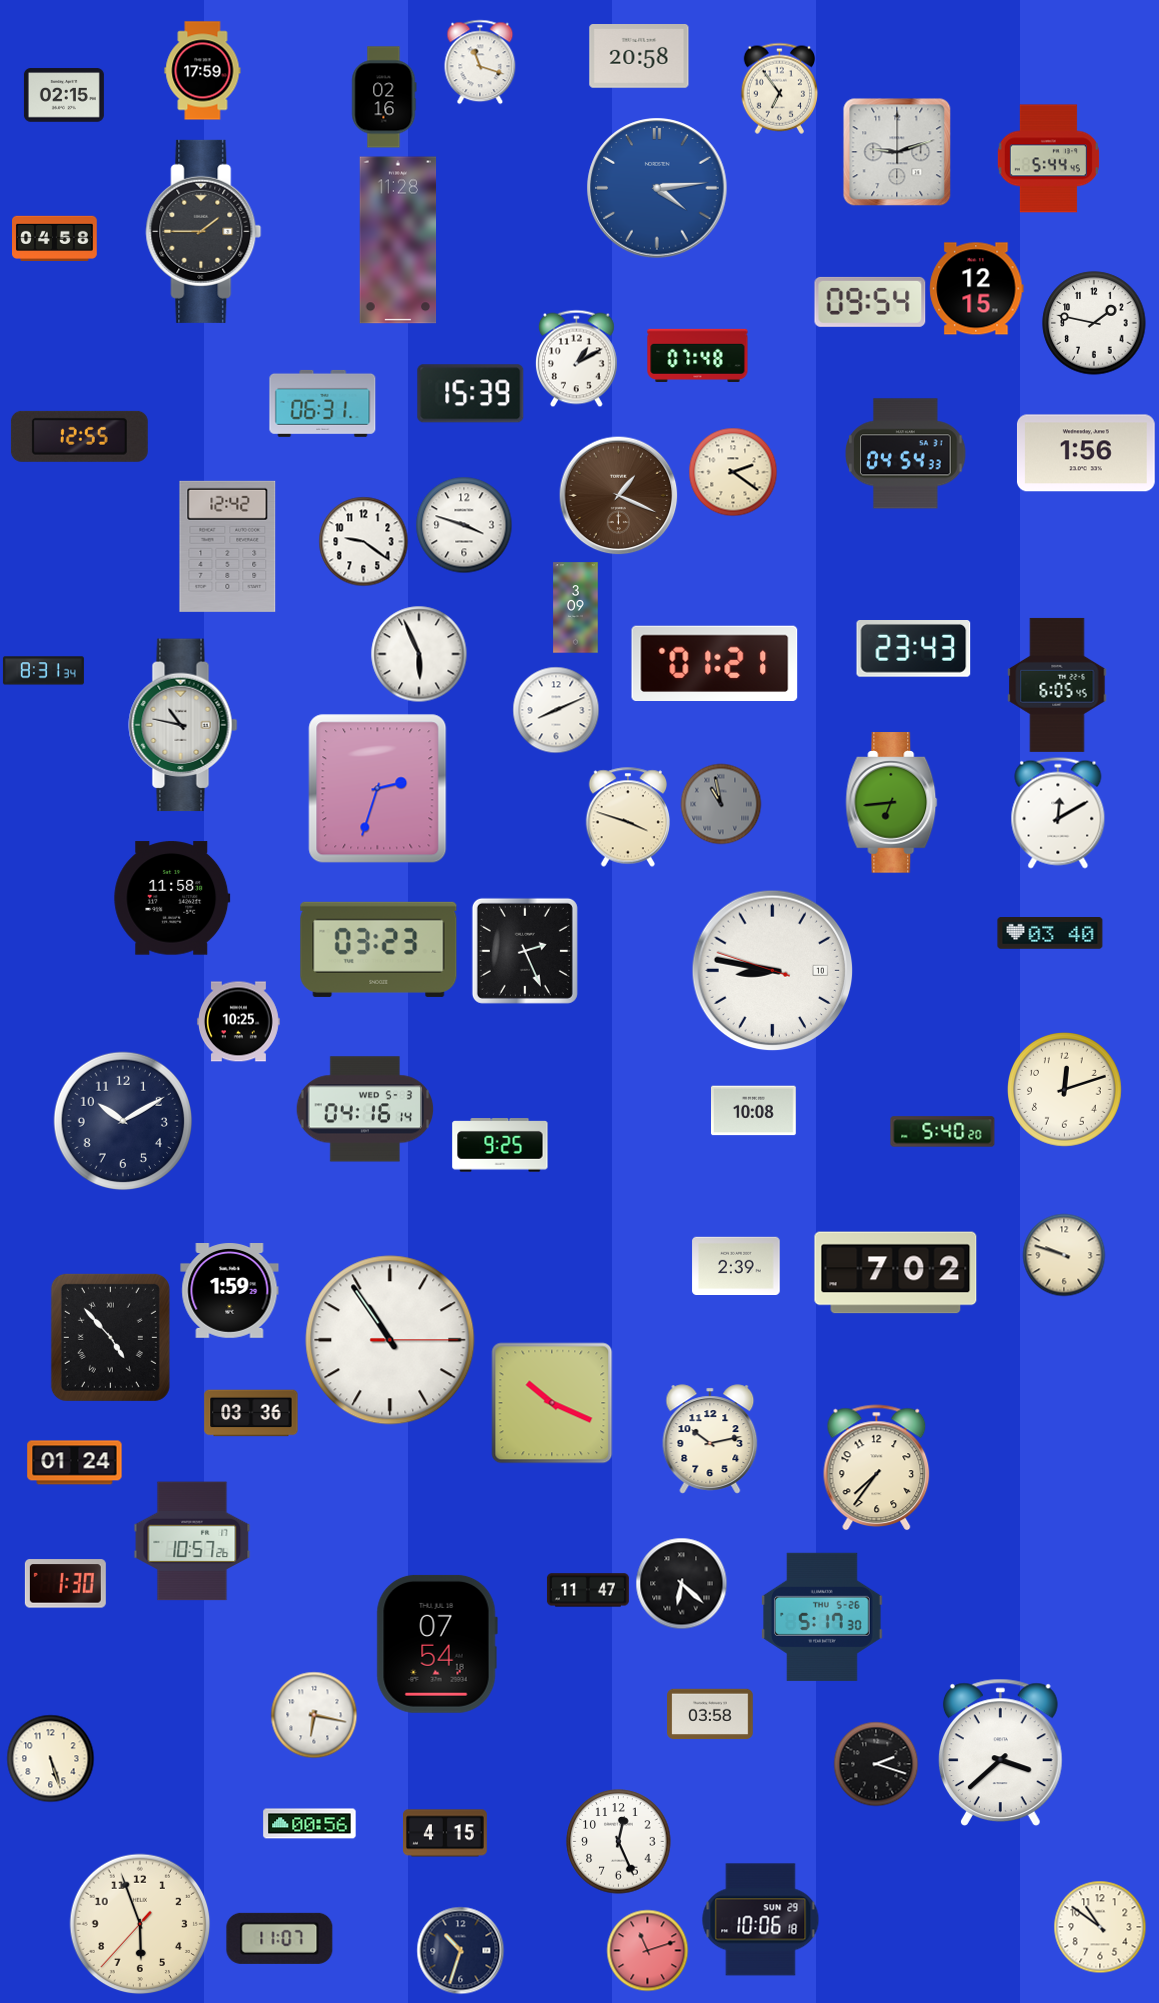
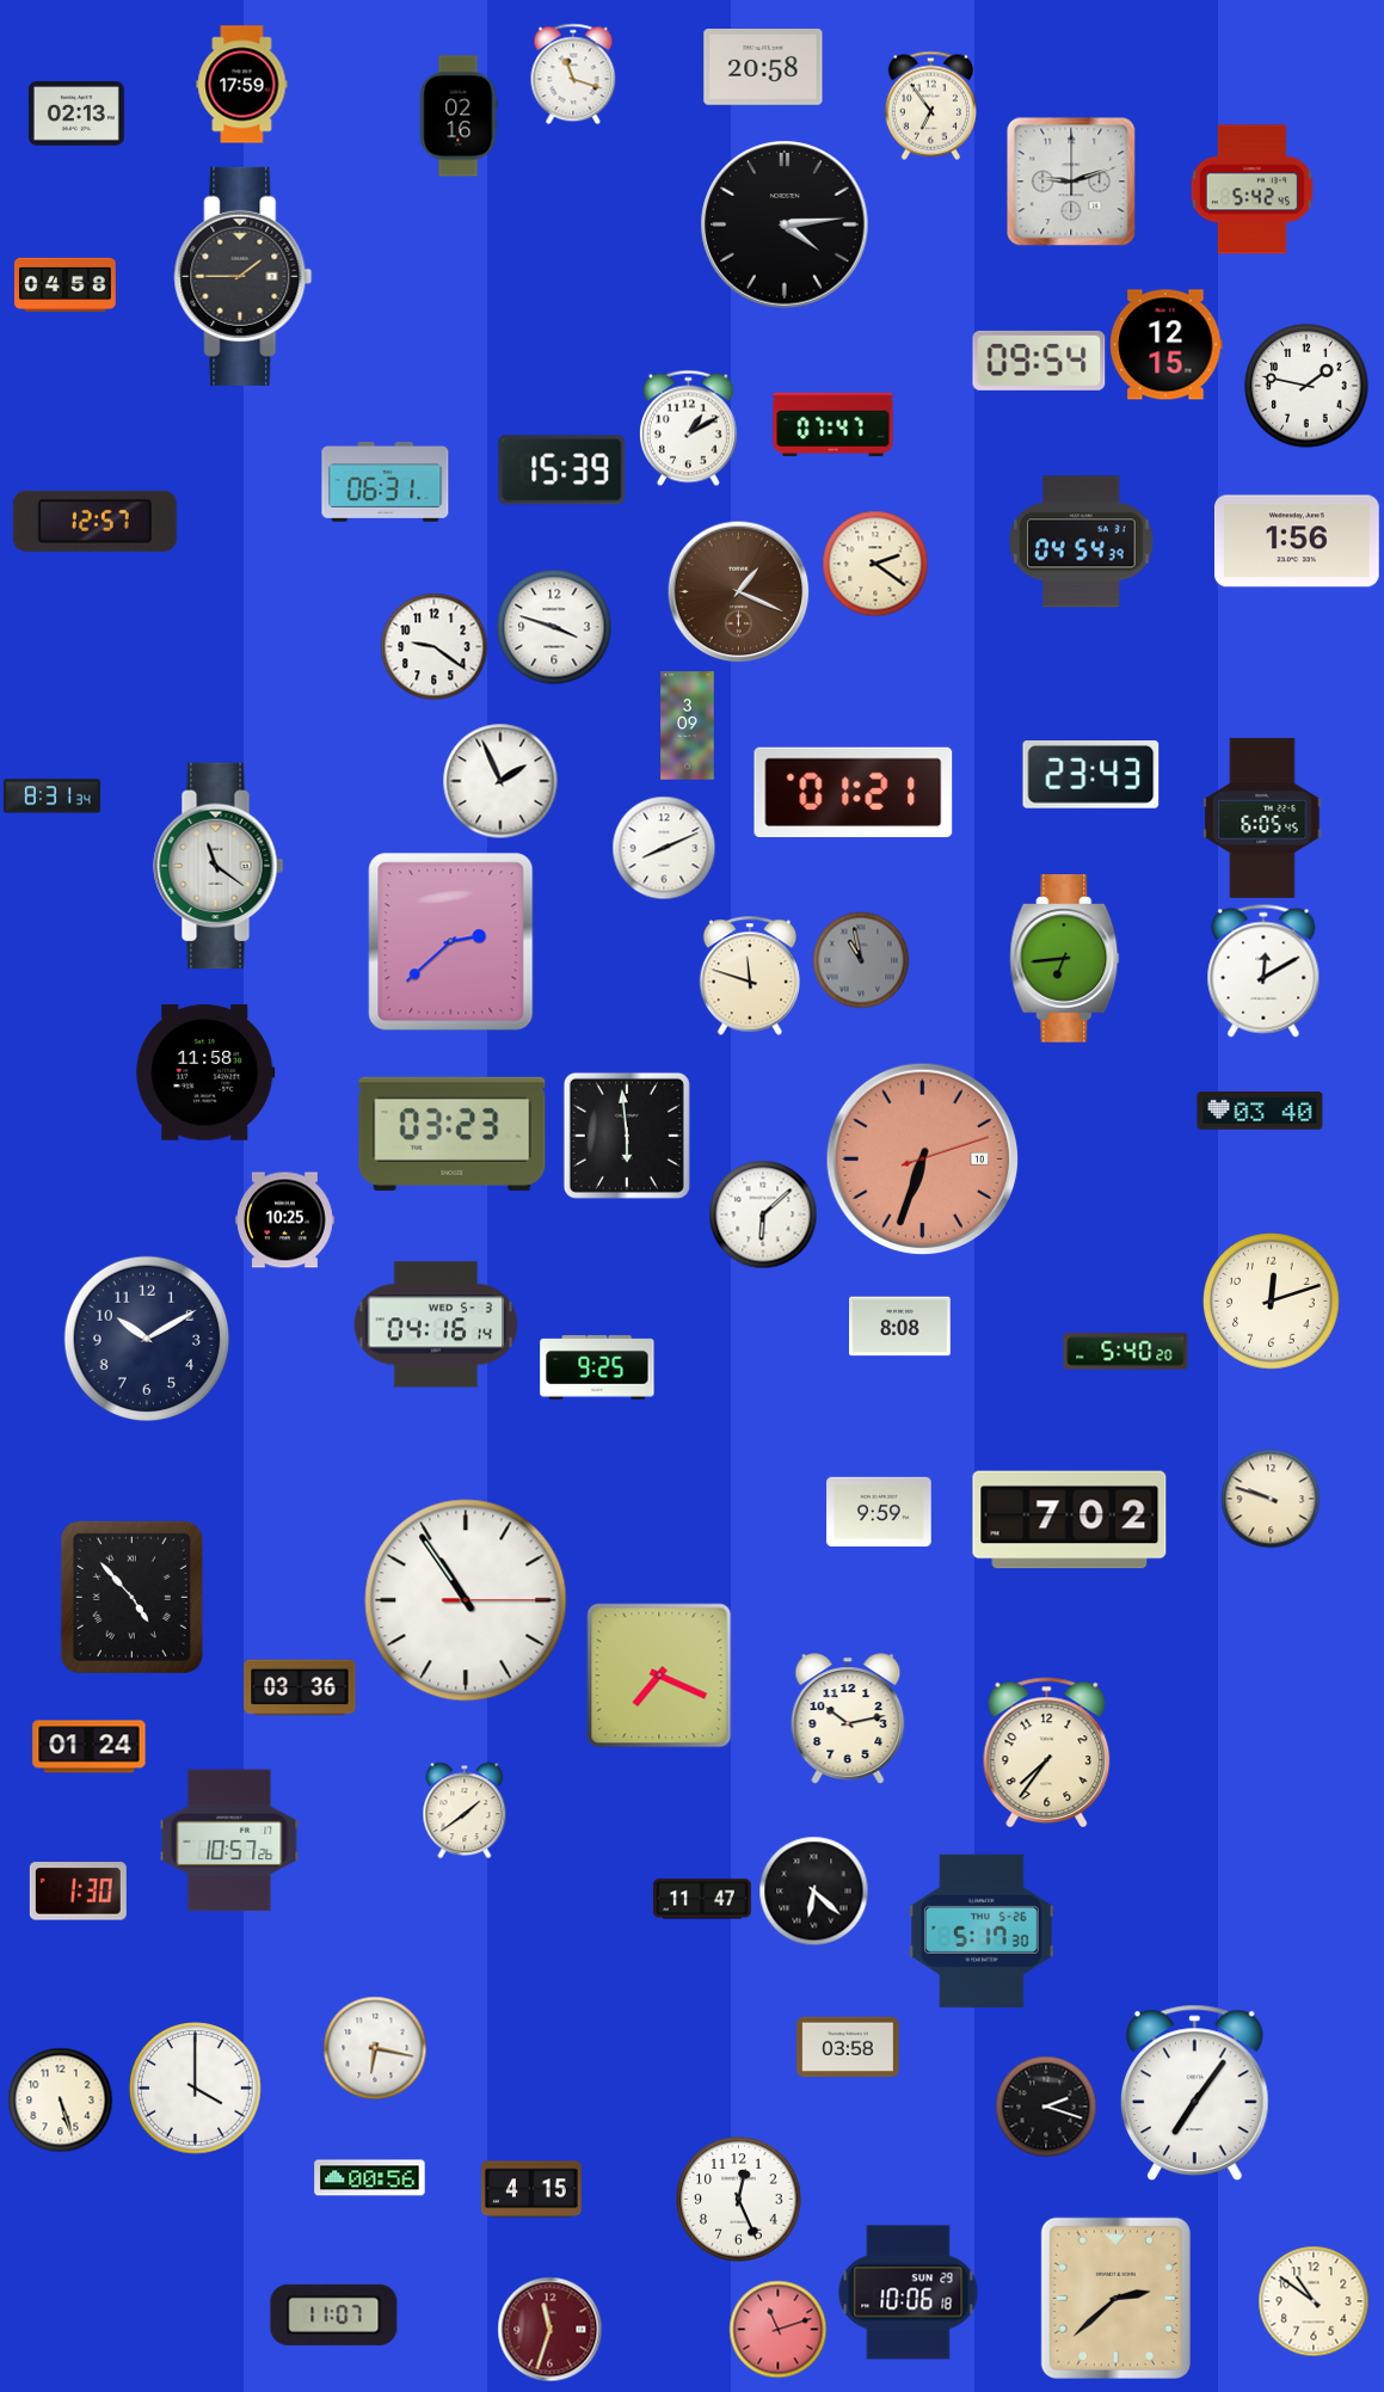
clock at (64, 95): 02:15 -> 02:13
clock at (1048, 159): 5:44 -> 5:42
clock at (657, 188) dial: blue -> black
clock at (398, 240): 11:28 -> none
clock at (698, 355): 07:48 -> 07:47
clock at (79, 436): 12:55 -> 12:57
clock at (906, 454): 04:54:33 -> 04:54:39
clock at (228, 546): 12:42 -> none
clock at (419, 654): 5:56 -> 1:56
clock at (43, 671) position: (43, 671) -> (51, 797)
clock at (183, 725): 10:47 -> 11:21
clock at (378, 789): 2:33 -> 2:38
clock at (627, 817): 3:48 -> 11:48
clock at (1050, 933) position: (1050, 933) -> (1260, 1111)
clock at (525, 951): 2:26 -> 5:59
clock at (773, 971): 8:46 -> 6:33
clock at (773, 971) dial: white -> salmon
clock at (763, 1215): none -> 6:08
clock at (754, 1111): 10:08 -> 8:08
clock at (736, 1266): 2:39 -> 9:59
clock at (230, 1291): 1:59 -> none
clock at (552, 1403): 10:19 -> 7:19
clock at (465, 1810): none -> 1:39
clock at (437, 1644): 07:54 -> none
clock at (196, 2089): none -> 4:00
clock at (1001, 1752): 3:38 -> 7:06
clock at (140, 1924): 5:56 -> none
clock at (1115, 2298): none -> 2:38
clock at (460, 1950): 10:33 -> 11:33
clock at (460, 1950) dial: navy -> burgundy
clock at (647, 1950) position: (647, 1950) -> (777, 2329)
